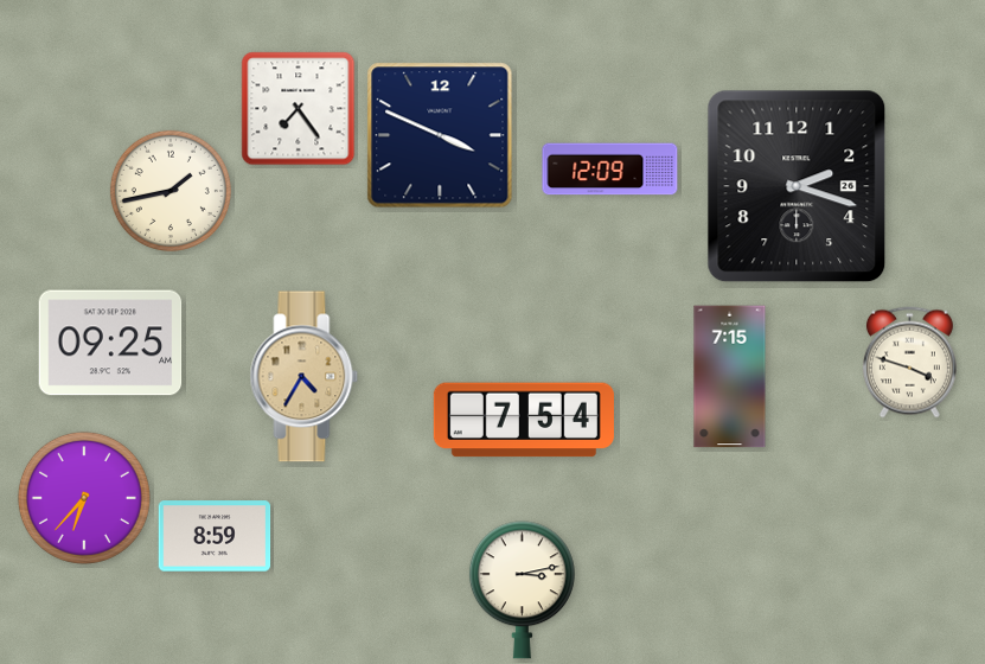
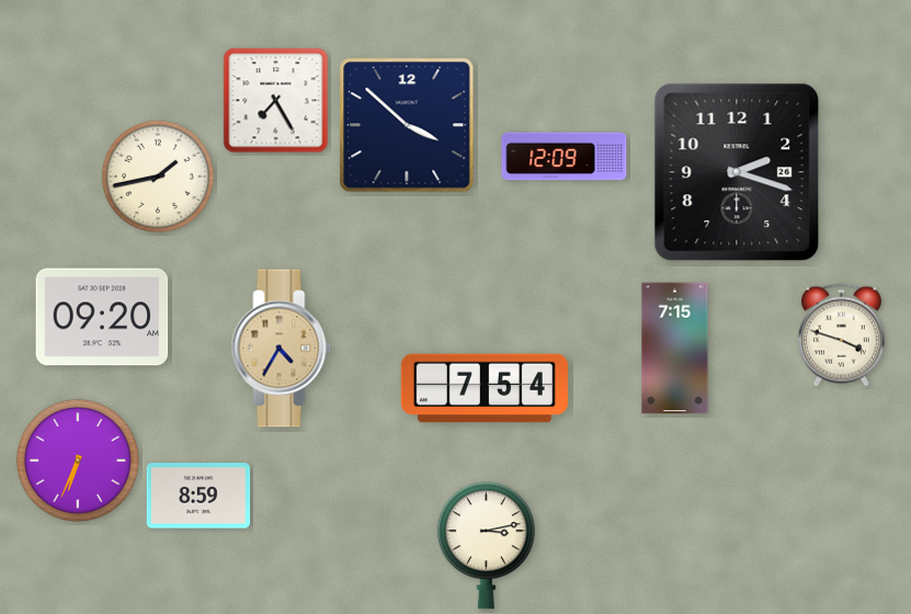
clock at (299, 109): 7:24 -> 7:25
clock at (440, 135): 3:49 -> 3:52
clock at (110, 343): 09:25 -> 09:20
clock at (84, 498): 6:37 -> 6:34
clock at (522, 590) position: (522, 590) -> (486, 546)
